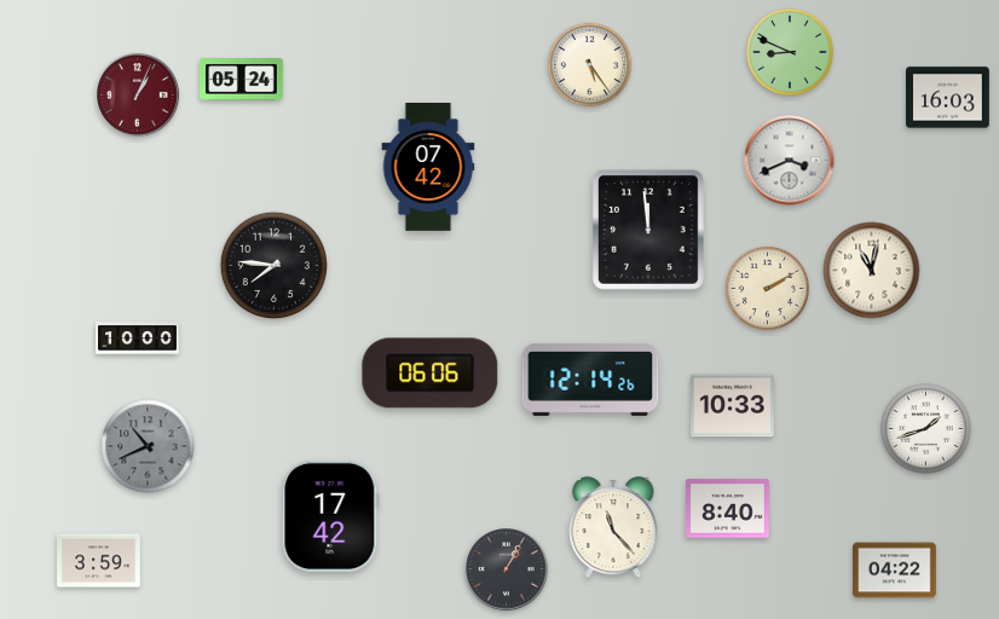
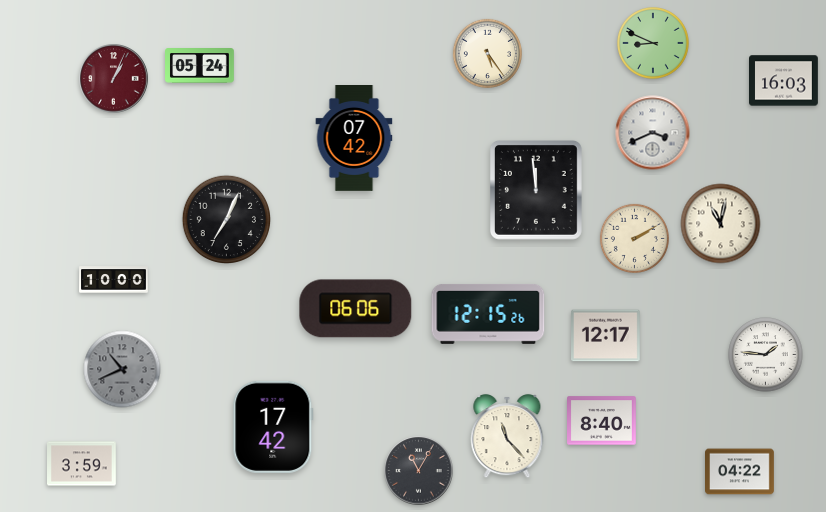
clock at (275, 266): 7:46 -> 7:04
clock at (590, 380): 12:14 -> 12:15
clock at (733, 406): 10:33 -> 12:17
clock at (926, 429): 1:42 -> 1:46
clock at (507, 569): 1:05 -> 11:05
